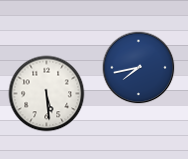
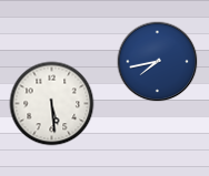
clock at (139, 68) position: (139, 68) -> (158, 62)
